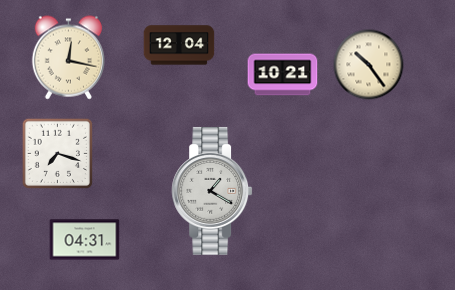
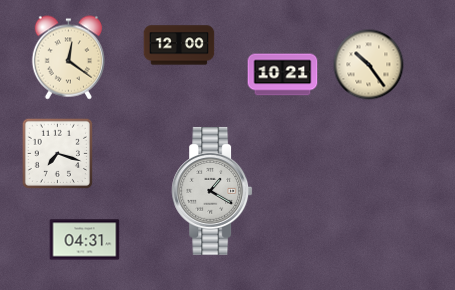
clock at (179, 45): 12:04 -> 12:00
clock at (68, 58): 12:17 -> 12:21
